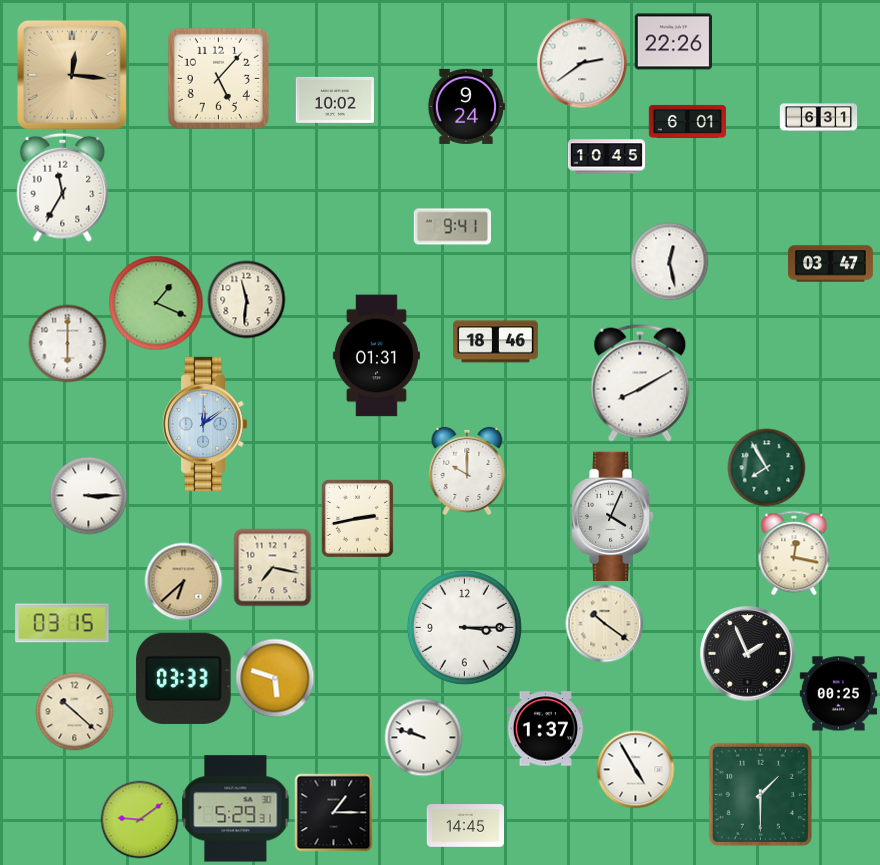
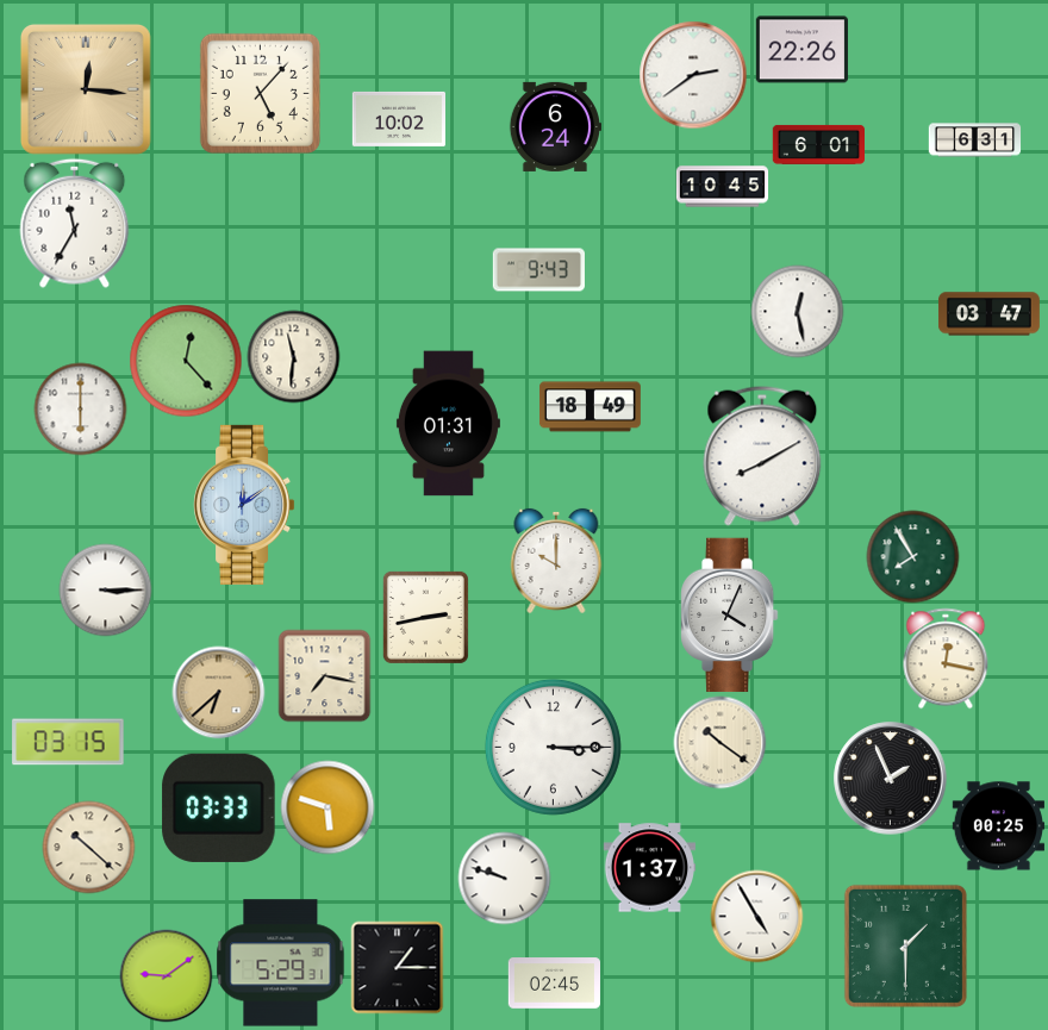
clock at (466, 106): 9:24 -> 6:24
clock at (452, 227): 9:41 -> 9:43
clock at (156, 303): 1:19 -> 12:23
clock at (495, 342): 18:46 -> 18:49
clock at (62, 623) position: (62, 623) -> (68, 742)
clock at (465, 826): 14:45 -> 02:45
